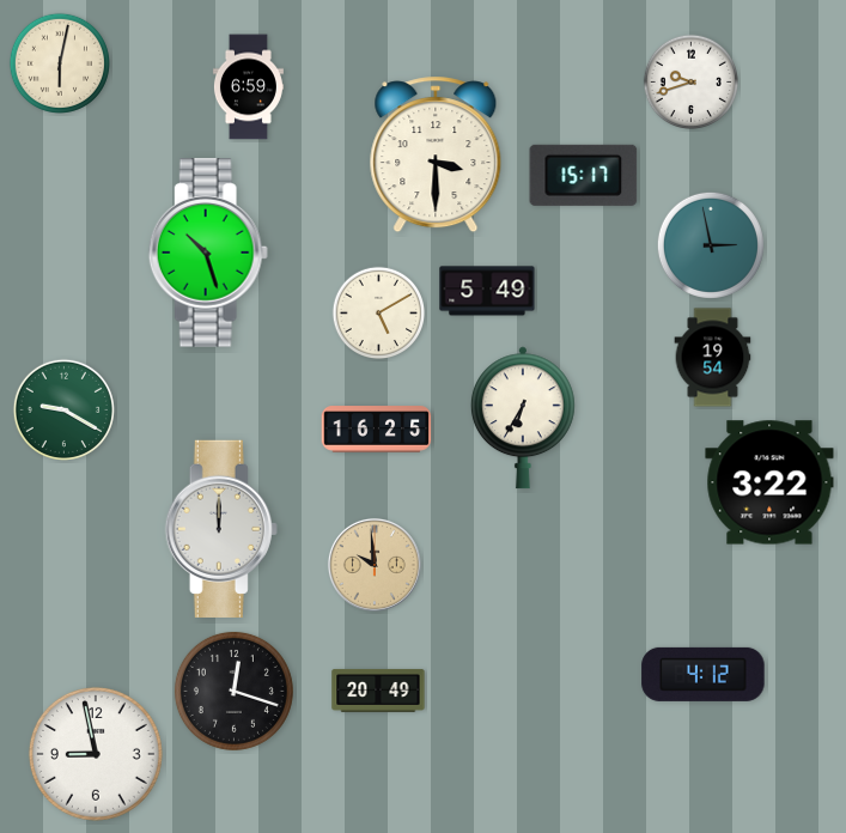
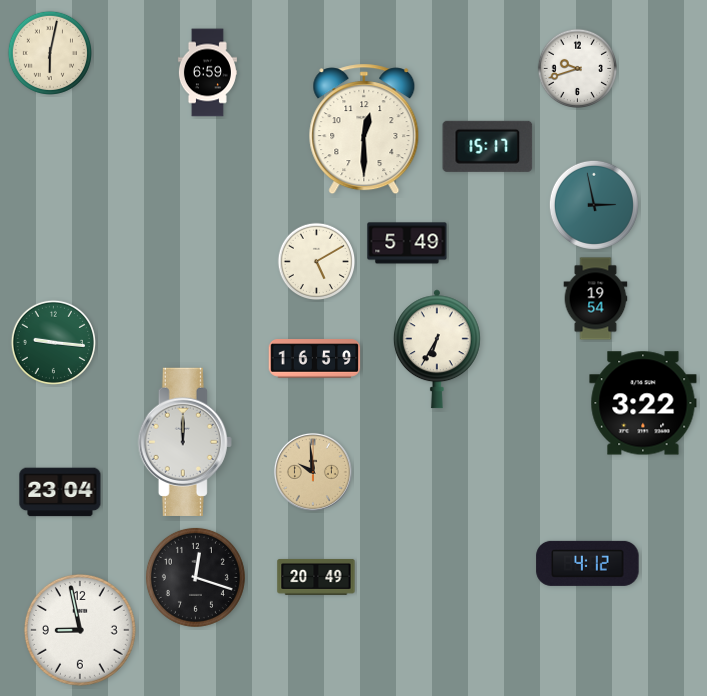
clock at (436, 154): 3:30 -> 12:30
clock at (208, 253): 10:27 -> none
clock at (63, 409): 9:20 -> 9:16
clock at (377, 430): 16:25 -> 16:59
clock at (60, 492): none -> 23:04
